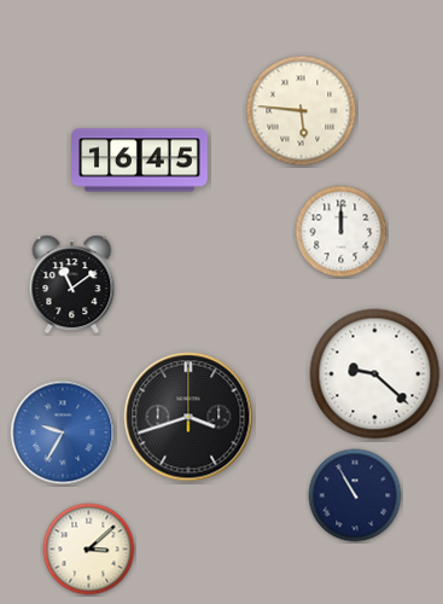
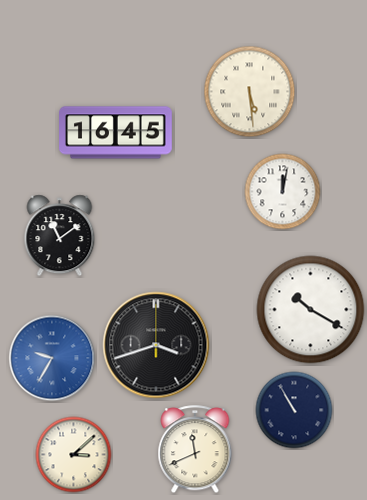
clock at (302, 111): 5:46 -> 5:29
clock at (342, 232): 12:00 -> 12:02
clock at (375, 374): 9:22 -> 10:20
clock at (195, 450): none -> 11:41
